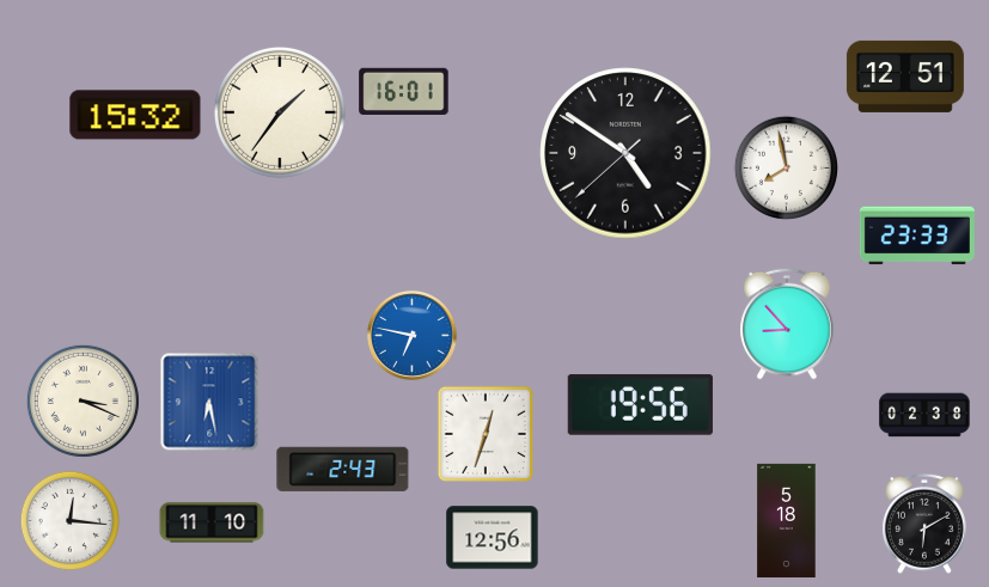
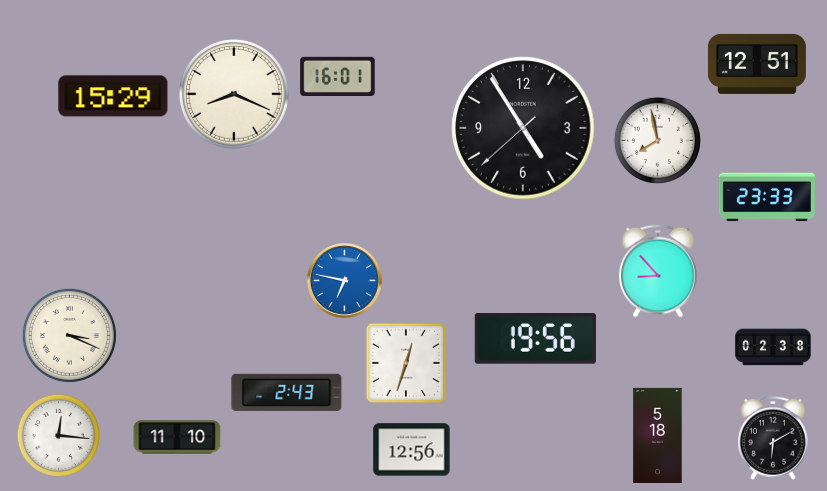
clock at (280, 112): 1:36 -> 8:19
clock at (135, 115): 15:32 -> 15:29
clock at (625, 153): 4:50 -> 4:54
clock at (209, 402): 6:28 -> none
